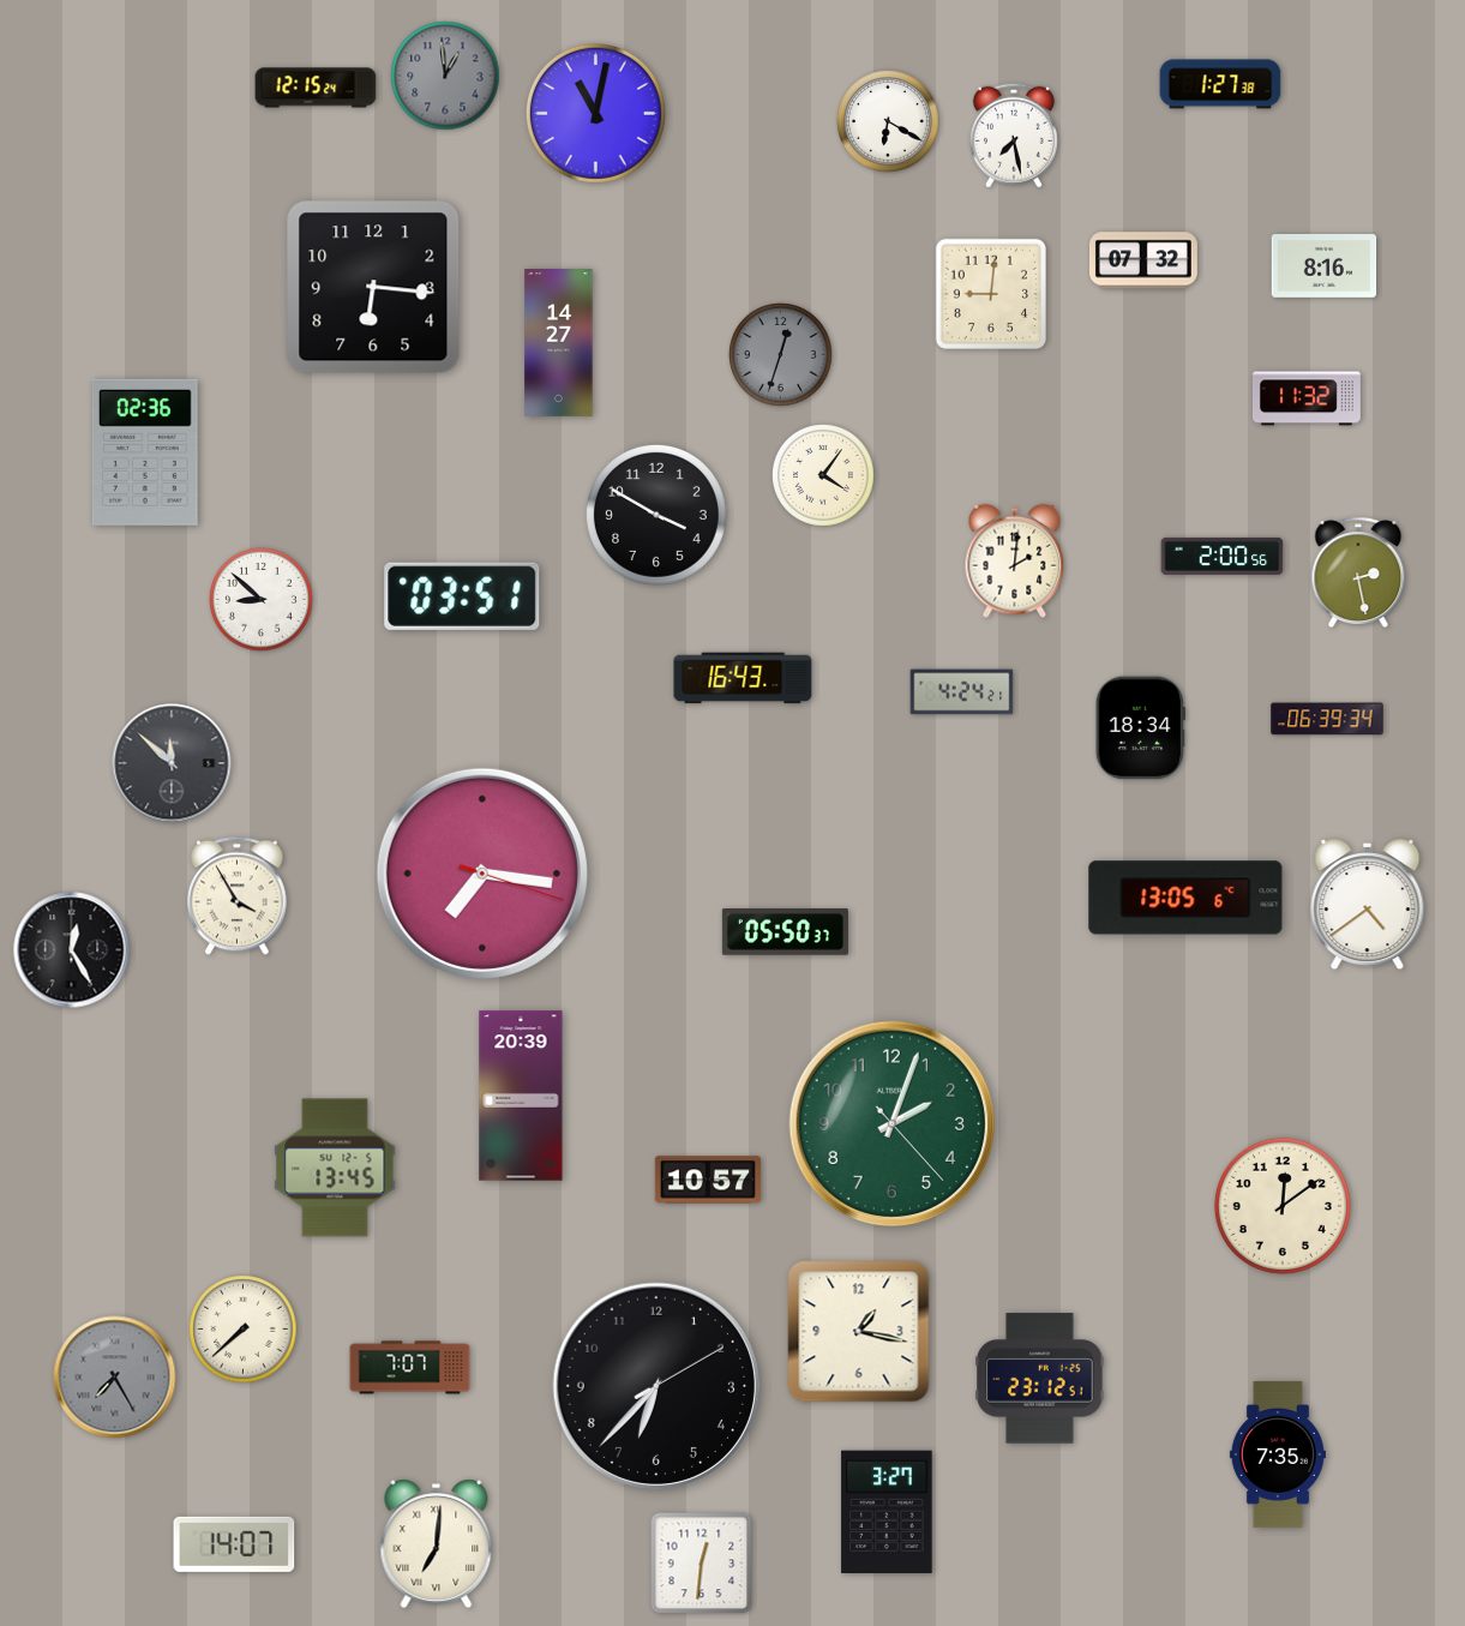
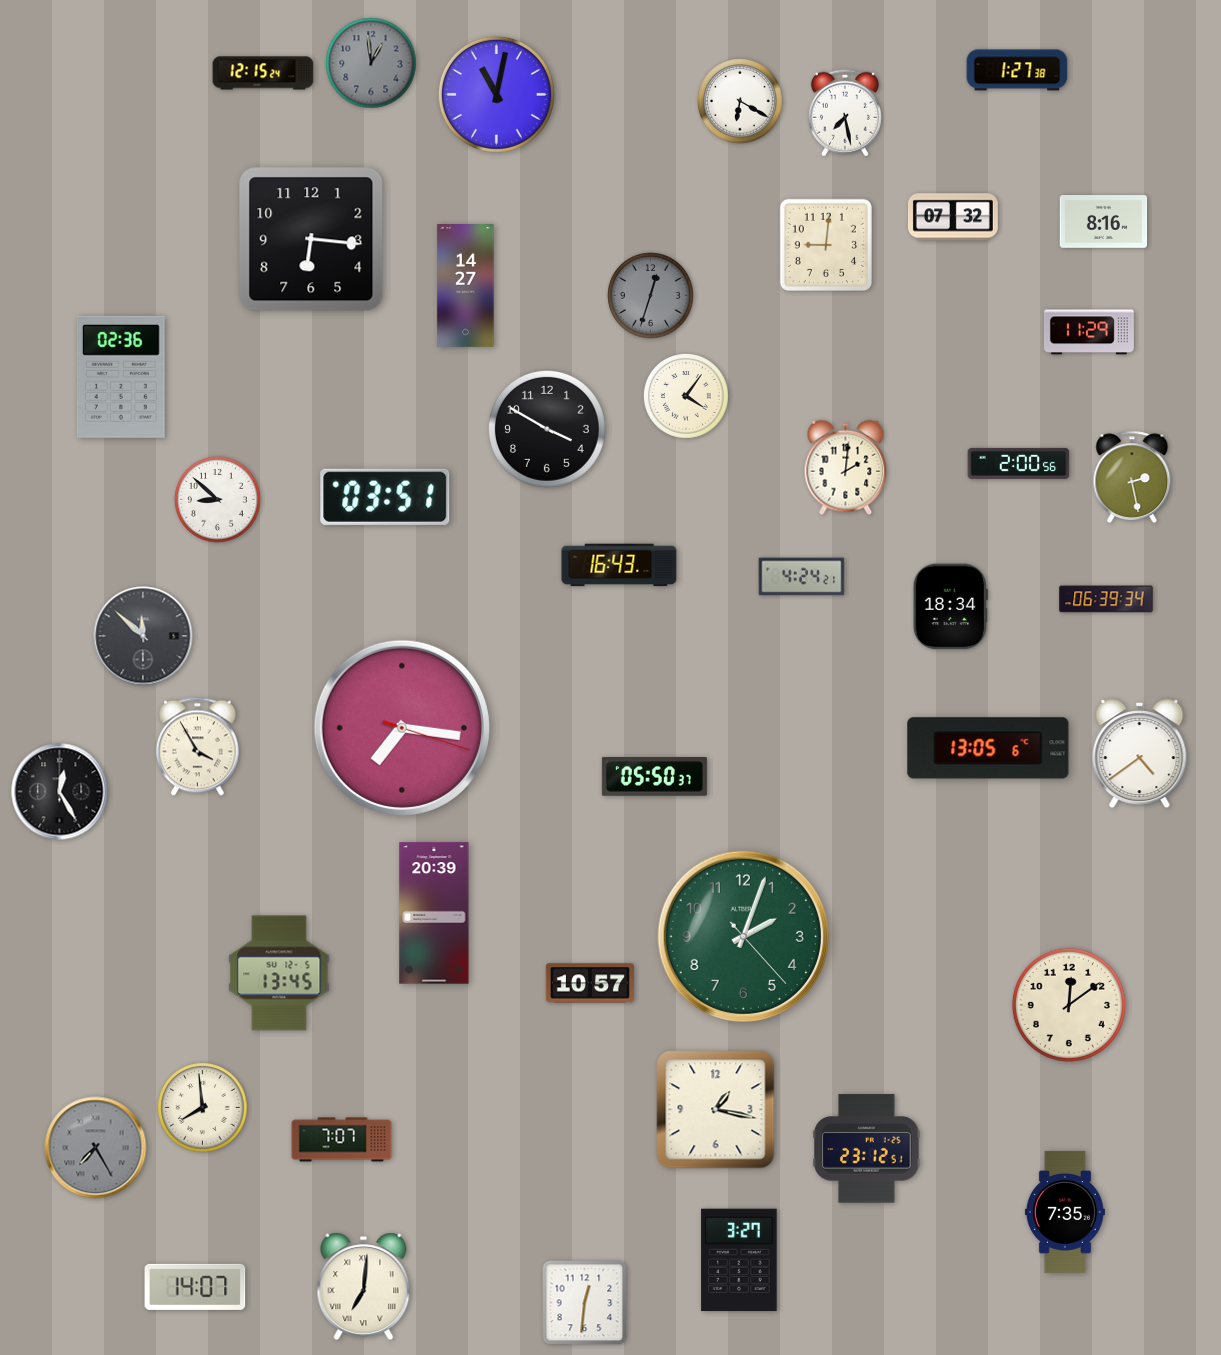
clock at (1307, 398): 11:32 -> 11:29
clock at (244, 1330): 7:38 -> 7:59
clock at (656, 1386): 6:37 -> none
